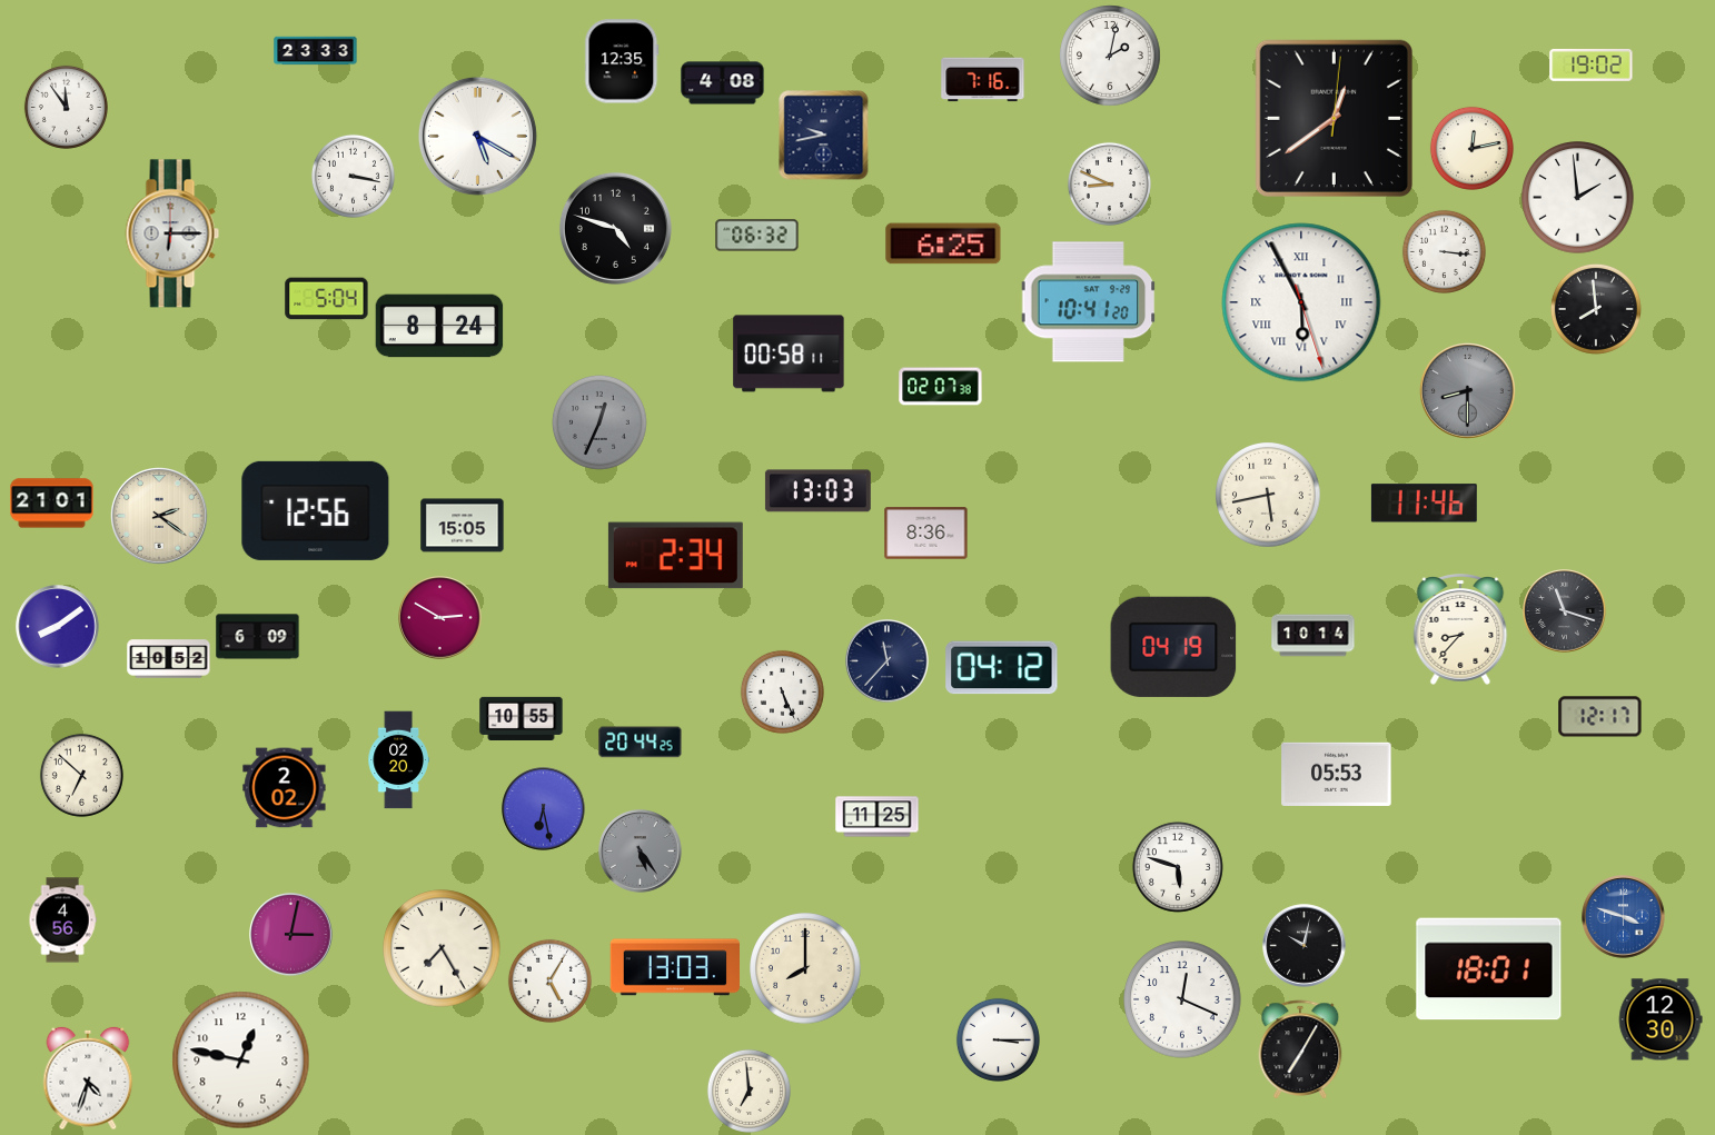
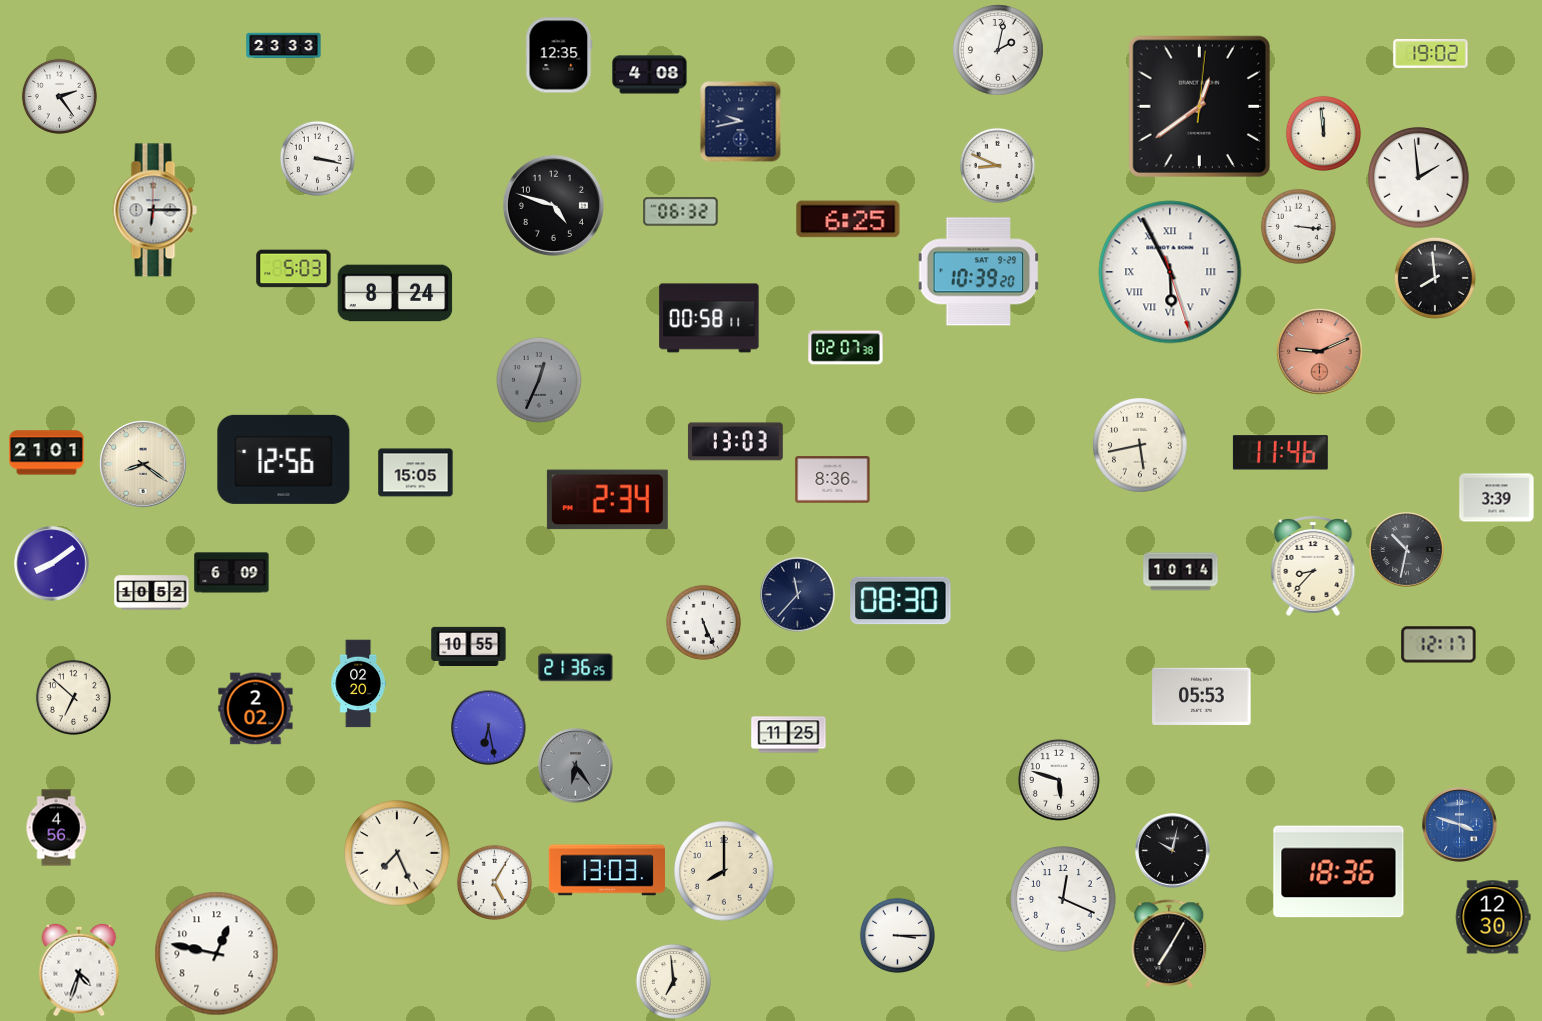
clock at (1592, 64) position: (1592, 64) -> (1431, 53)
clock at (983, 80): 7:16 -> none
clock at (66, 107): 11:54 -> 2:24
clock at (477, 136): 5:20 -> none
clock at (1471, 148): 12:13 -> 11:59
clock at (327, 299): 5:04 -> 5:03
clock at (1089, 302): 10:41 -> 10:39
clock at (1468, 391): 8:30 -> 9:11
clock at (1468, 391) dial: grey -> salmon
clock at (160, 517): 2:21 -> 8:21
clock at (1497, 498): none -> 3:39
clock at (1565, 611): 11:18 -> 10:32
clock at (440, 618): 2:50 -> none
clock at (1173, 647): 04:19 -> none
clock at (1002, 668): 04:12 -> 08:30
clock at (641, 743): 20:44 -> 21:36
clock at (641, 852): 5:24 -> 6:24
clock at (291, 935): 3:02 -> none
clock at (442, 948): 7:25 -> 7:26
clock at (1489, 969): 18:01 -> 18:36
